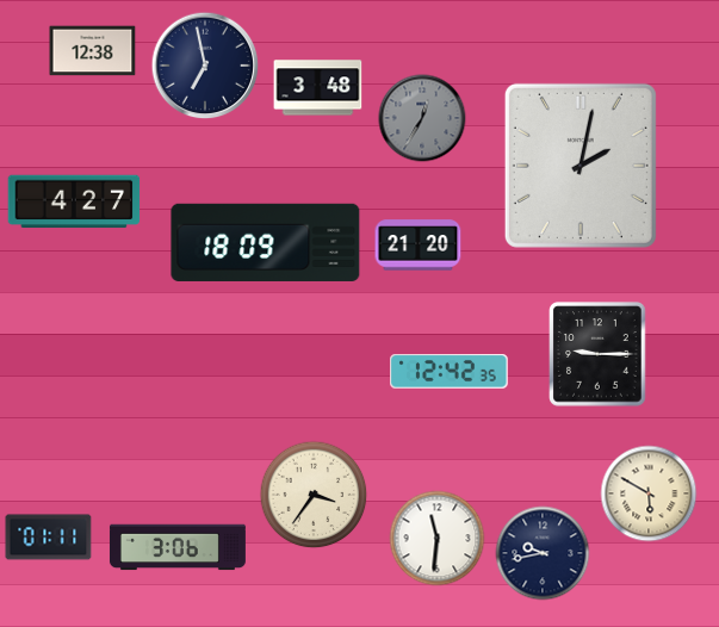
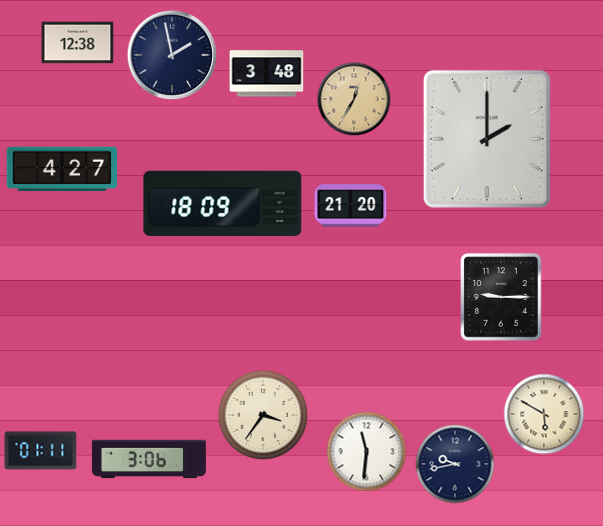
clock at (205, 66): 6:58 -> 1:58
clock at (422, 118) dial: grey -> champagne
clock at (581, 166): 2:02 -> 2:00
clock at (450, 372): 12:42 -> none
